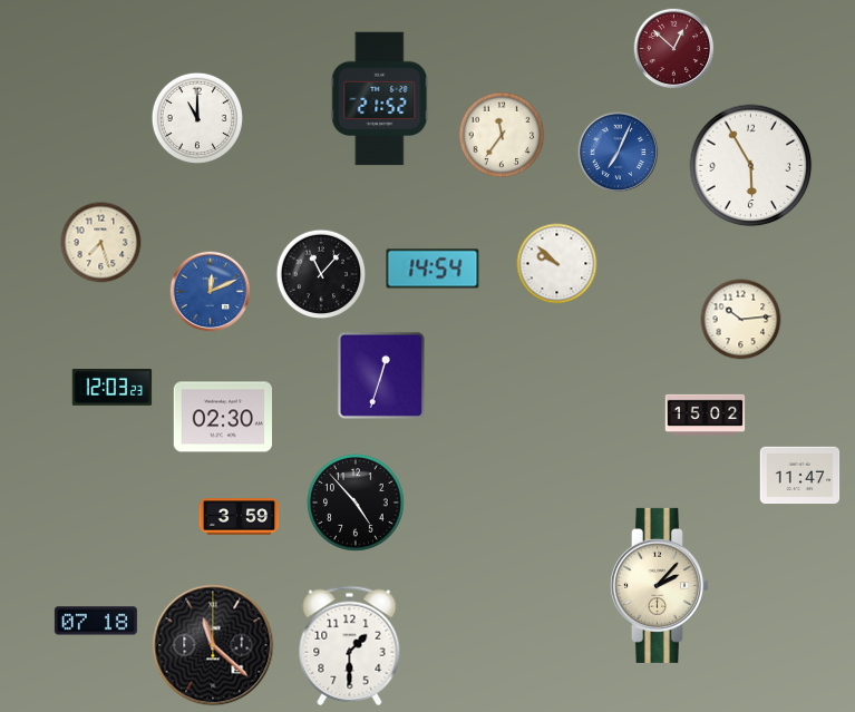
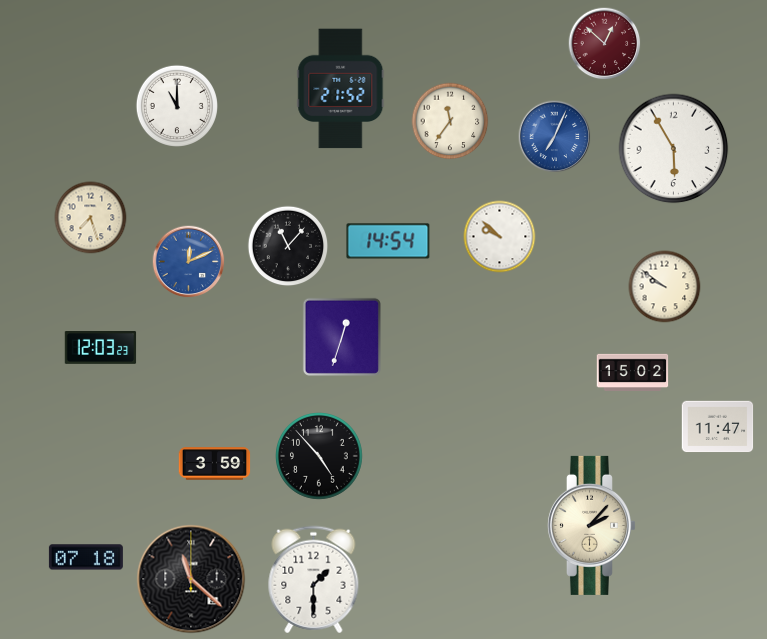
clock at (741, 320): 10:14 -> 9:51
clock at (222, 417): 02:30 -> none
clock at (357, 504) position: (357, 504) -> (320, 457)
